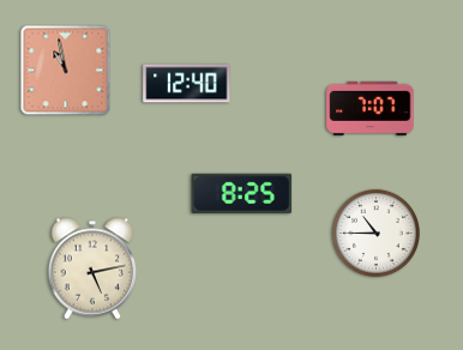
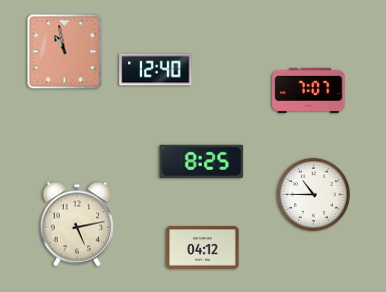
clock at (66, 71) position: (66, 71) -> (65, 52)
clock at (203, 248): none -> 04:12
